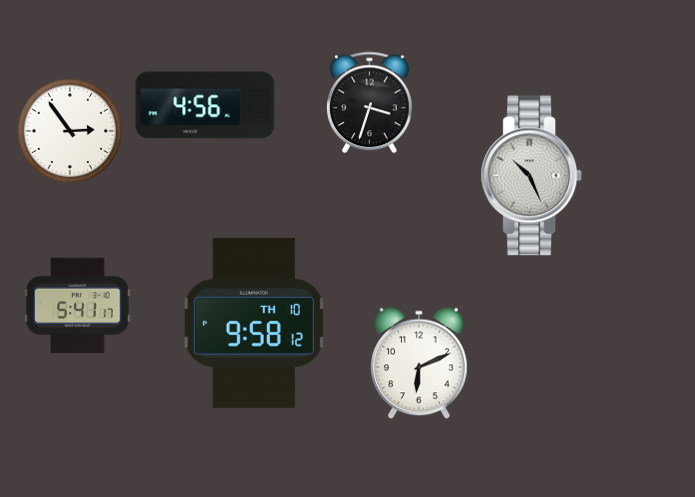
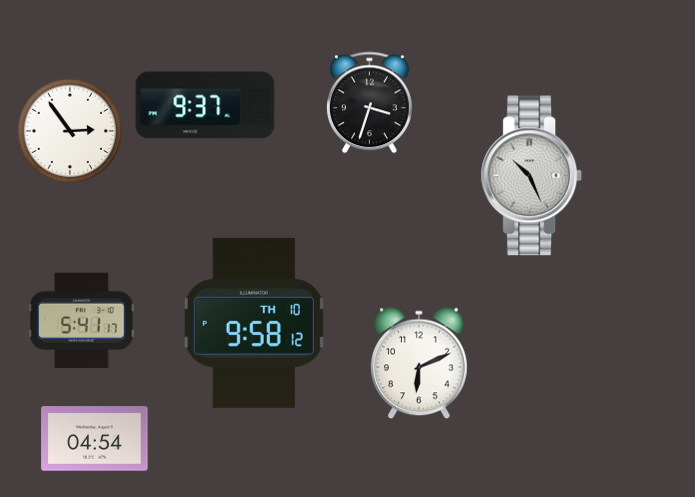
clock at (205, 105): 4:56 -> 9:37
clock at (78, 306) position: (78, 306) -> (82, 321)
clock at (95, 439): none -> 04:54
